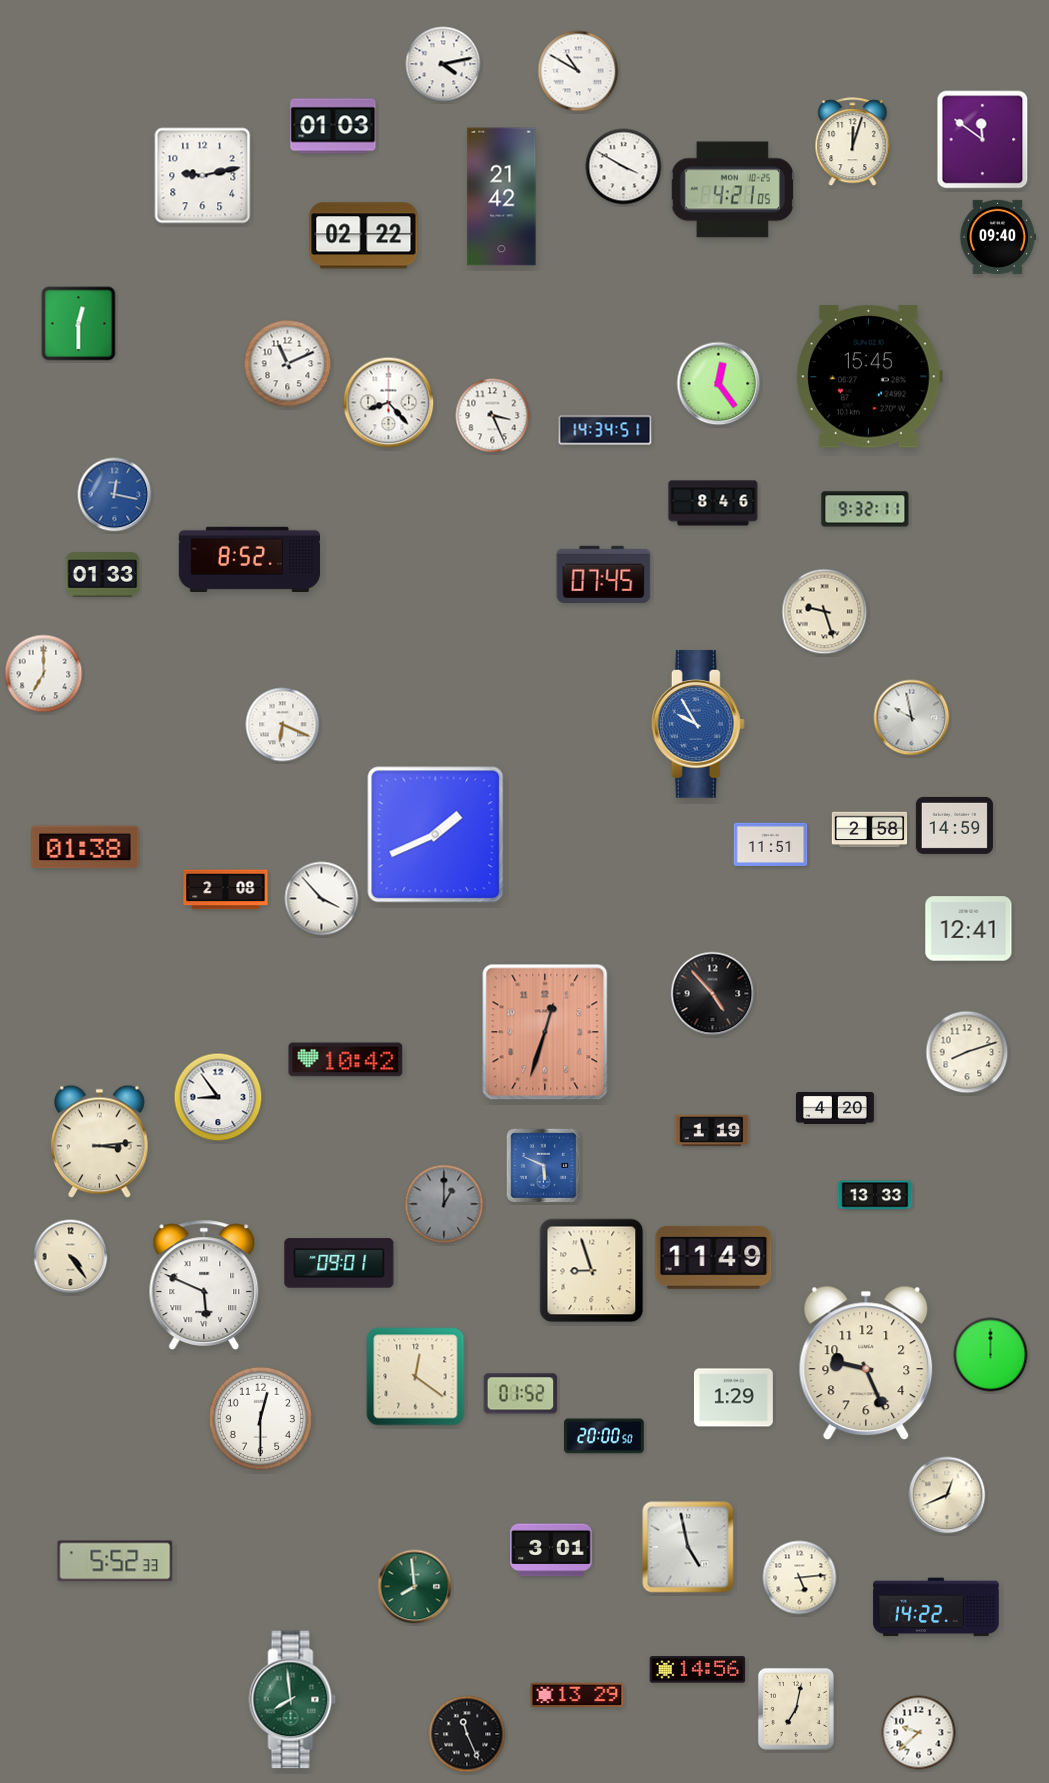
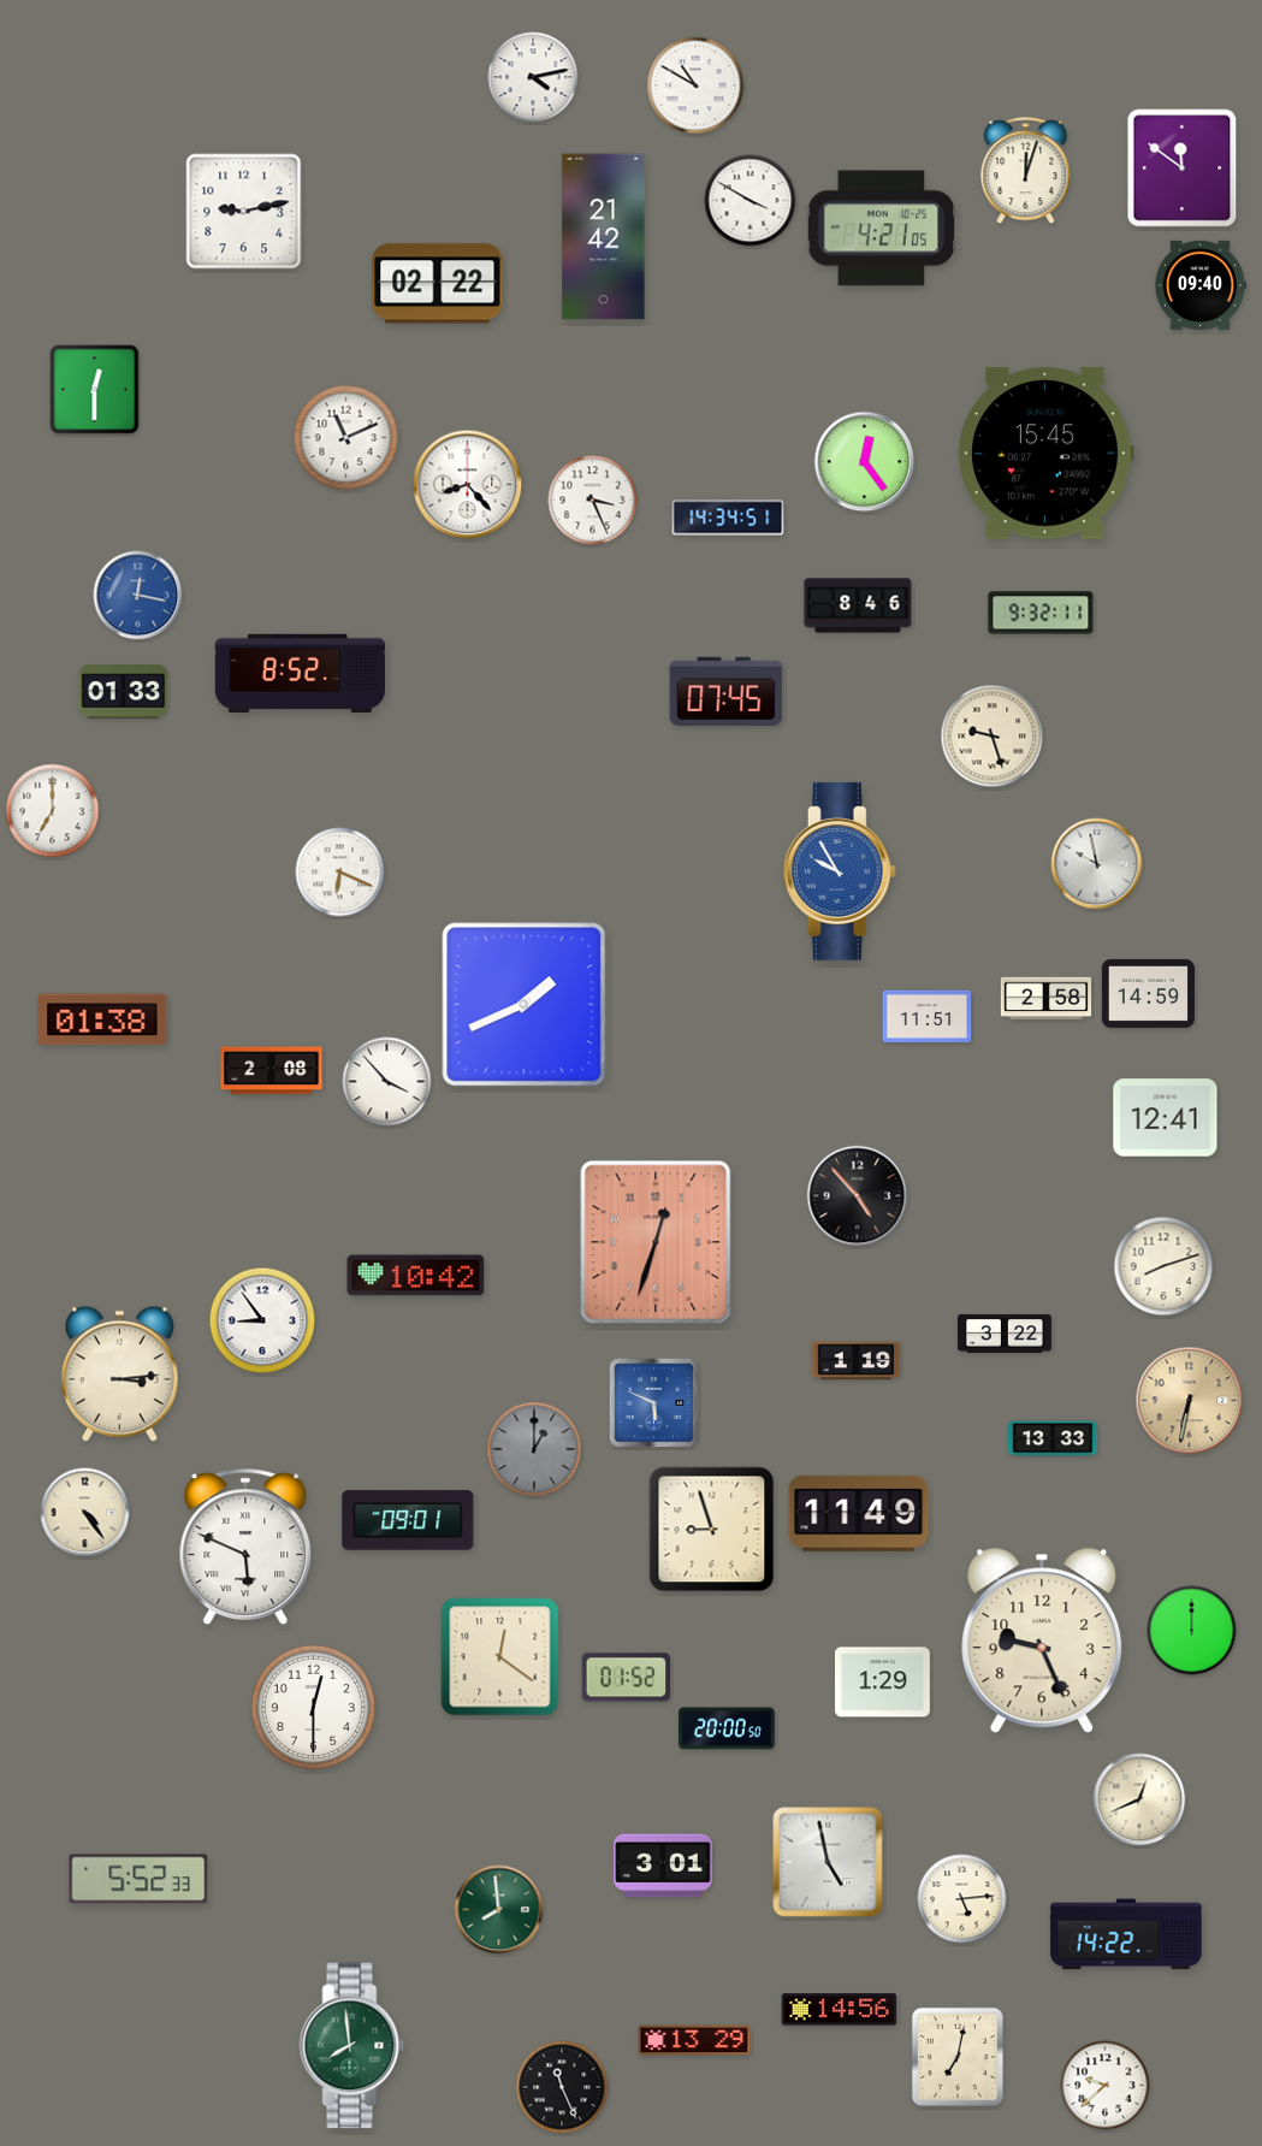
clock at (333, 126): 01:03 -> none
clock at (835, 1108): 4:20 -> 3:22
clock at (1190, 1401): none -> 6:32
